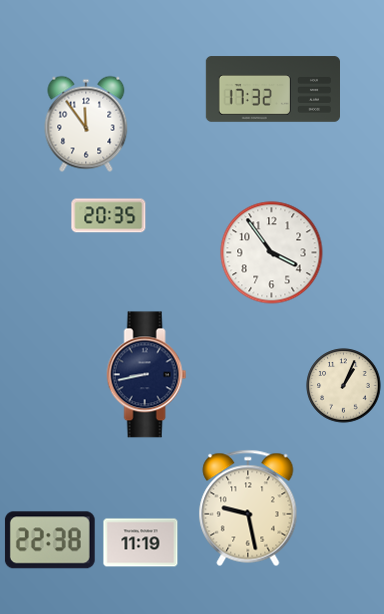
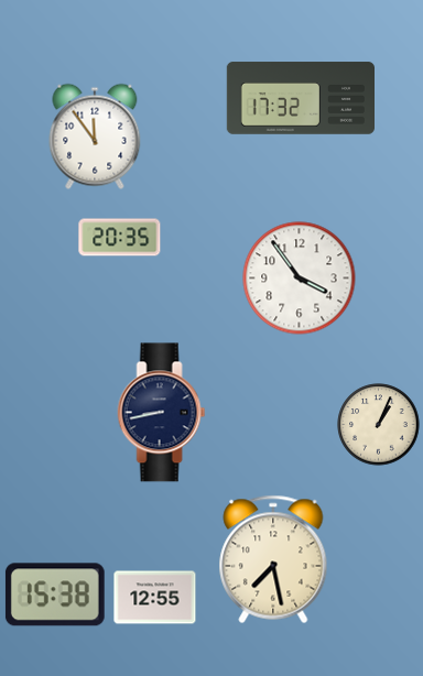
clock at (248, 508): 9:28 -> 7:28
clock at (50, 540): 22:38 -> 15:38
clock at (141, 543): 11:19 -> 12:55
